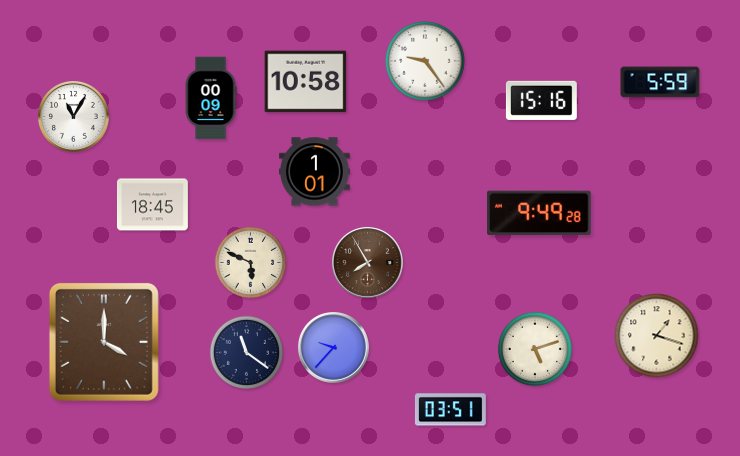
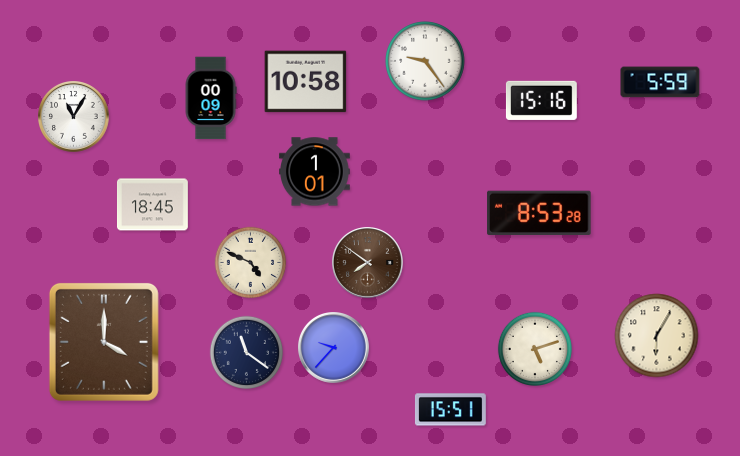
clock at (539, 212): 9:49 -> 8:53
clock at (251, 263): 5:49 -> 4:49
clock at (368, 263): 7:55 -> 7:51
clock at (657, 336): 1:18 -> 6:05
clock at (450, 410): 03:51 -> 15:51
